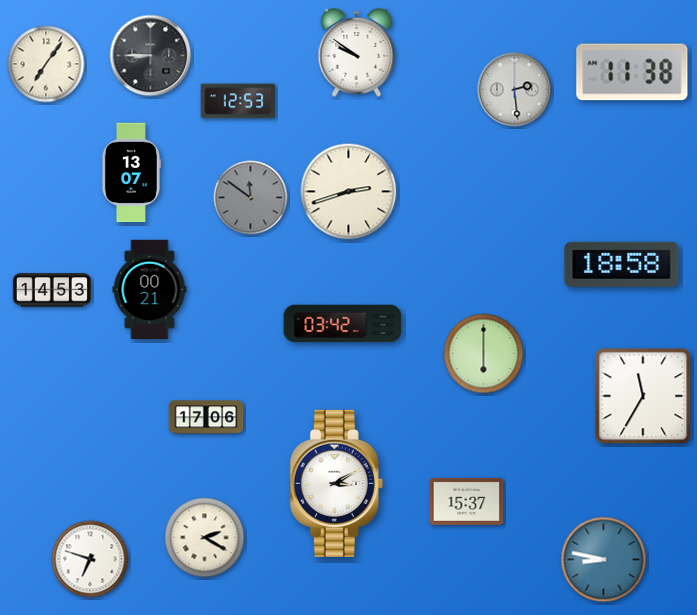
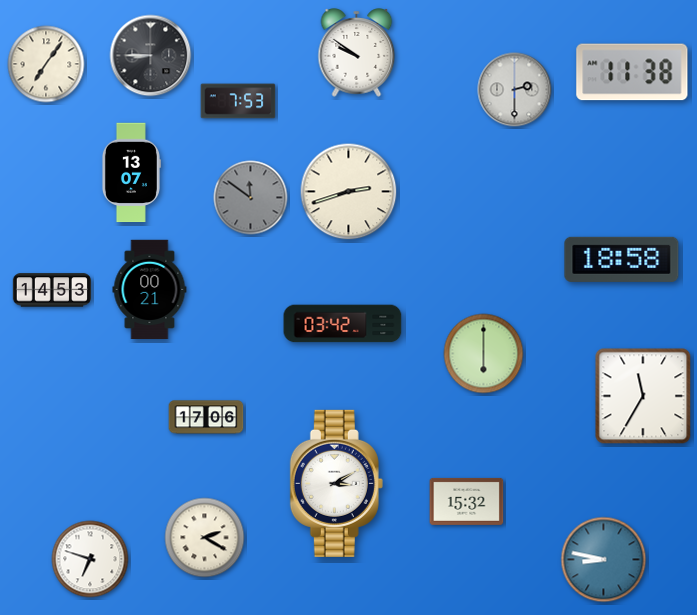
clock at (515, 90): 2:29 -> 2:30
clock at (238, 101): 12:53 -> 7:53
clock at (622, 264) position: (622, 264) -> (622, 259)
clock at (467, 501): 15:37 -> 15:32
